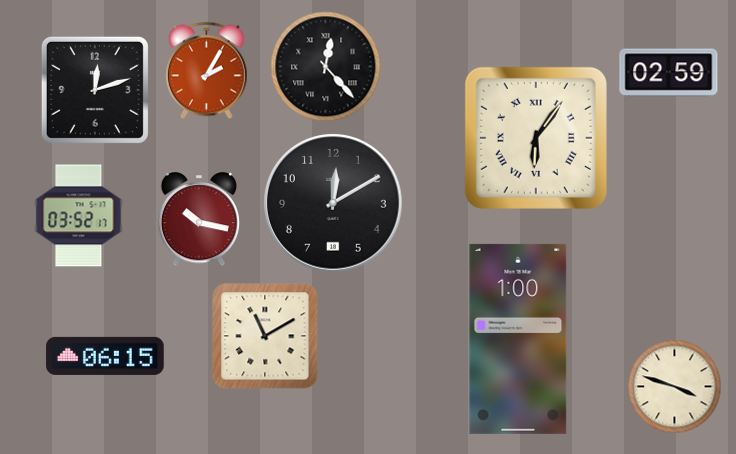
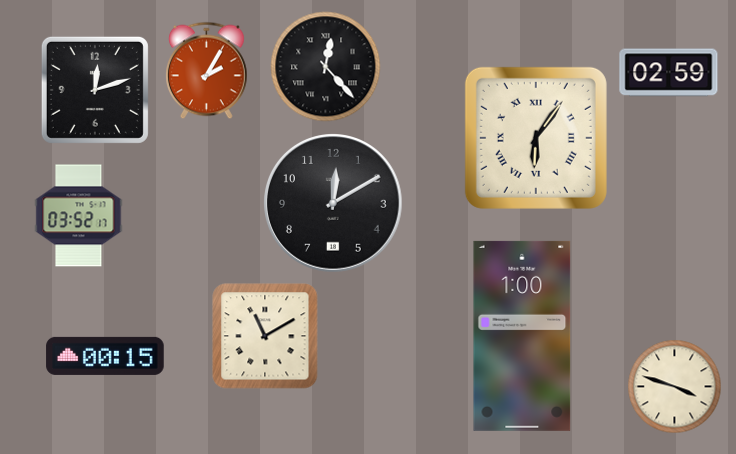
clock at (199, 220): 10:17 -> none
clock at (518, 339) position: (518, 339) -> (522, 336)
clock at (105, 356): 06:15 -> 00:15
